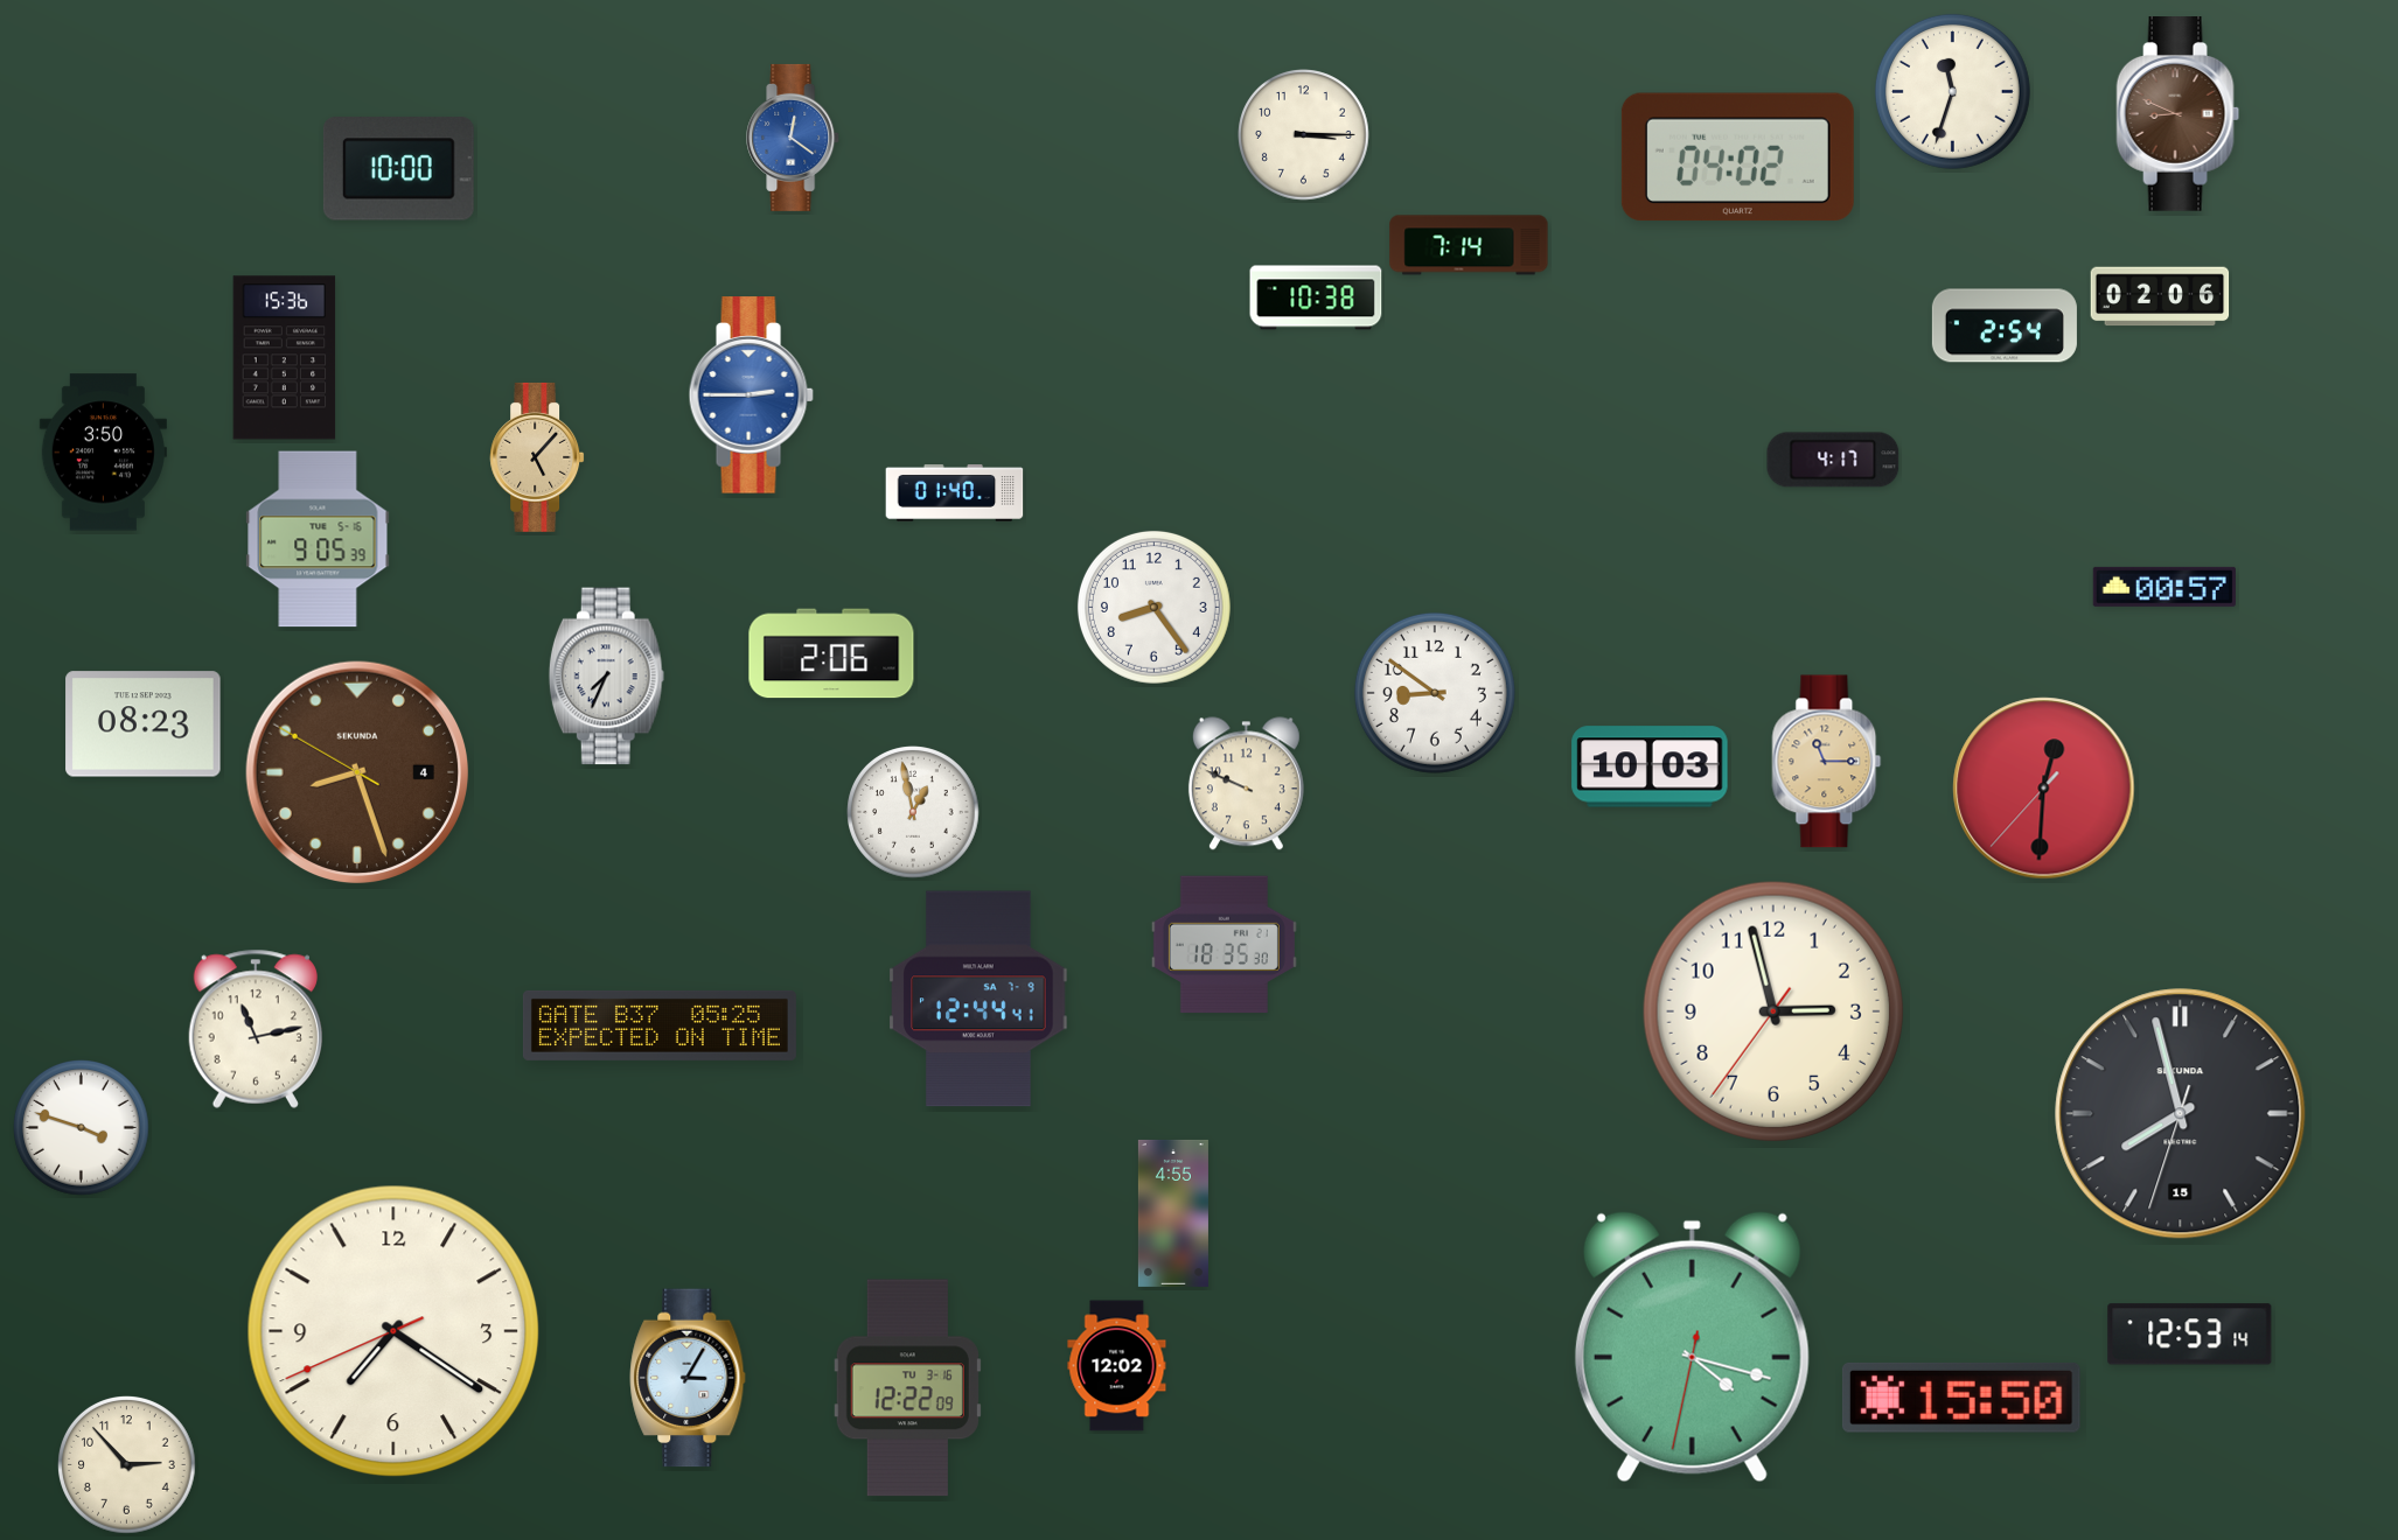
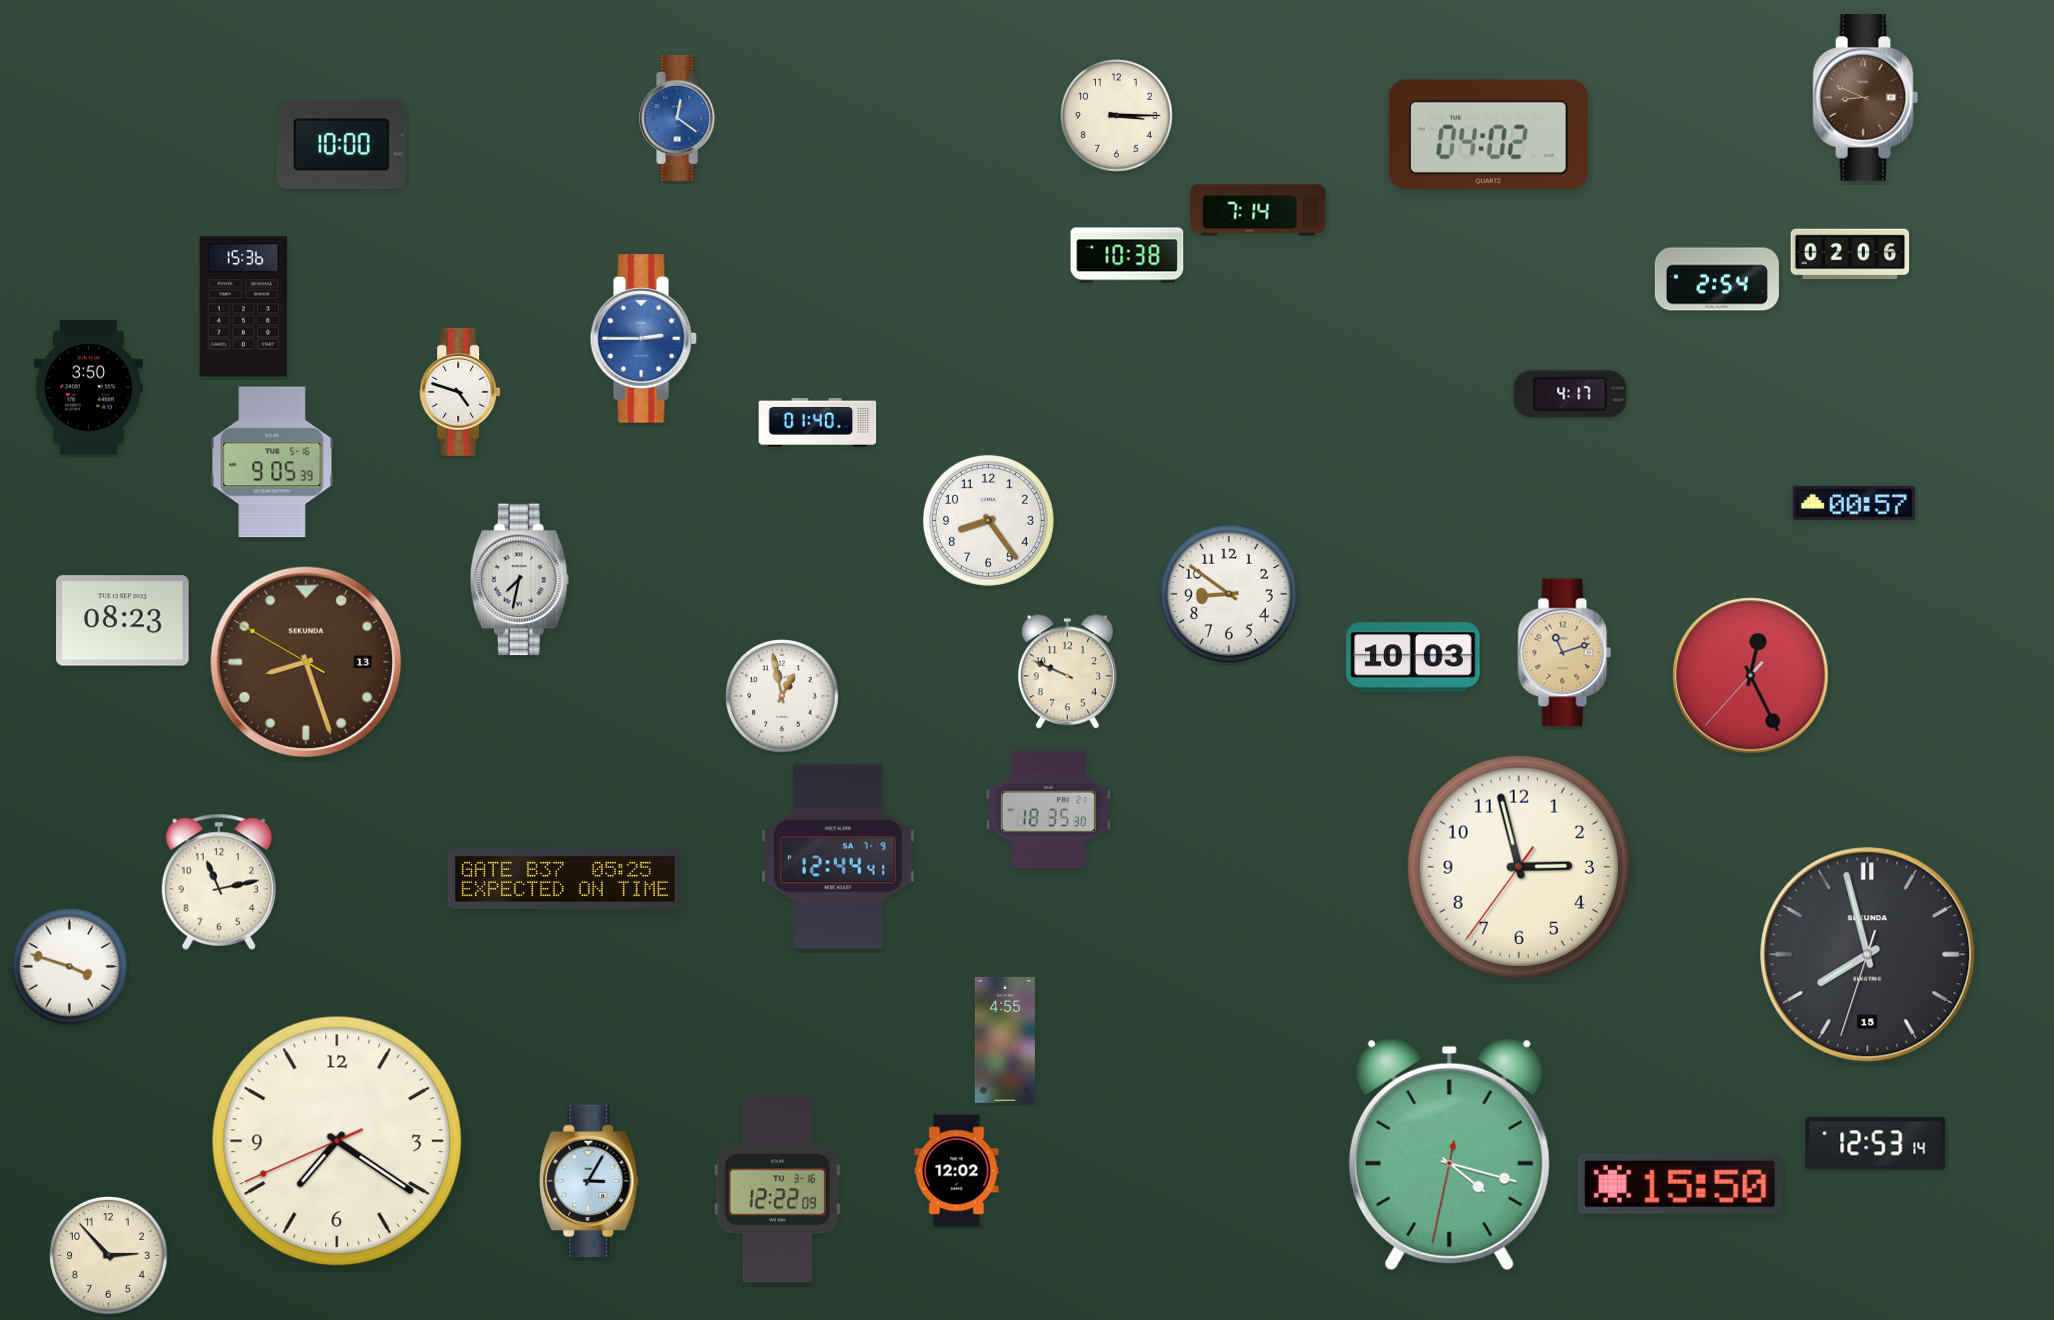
clock at (1952, 91): 11:33 -> none
clock at (537, 457): 5:07 -> 4:48
clock at (537, 457) dial: champagne -> white
clock at (831, 653): 2:06 -> none
clock at (606, 677): 7:34 -> 7:32
clock at (1827, 762): 11:15 -> 11:12
clock at (357, 772) date: 4 -> 13
clock at (2044, 789): 12:30 -> 12:25
clock at (1961, 1398) position: (1961, 1398) -> (1680, 1184)
